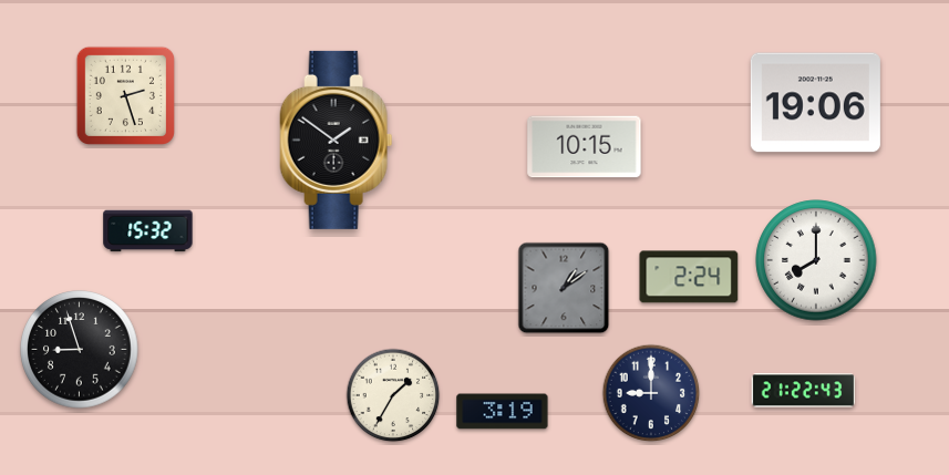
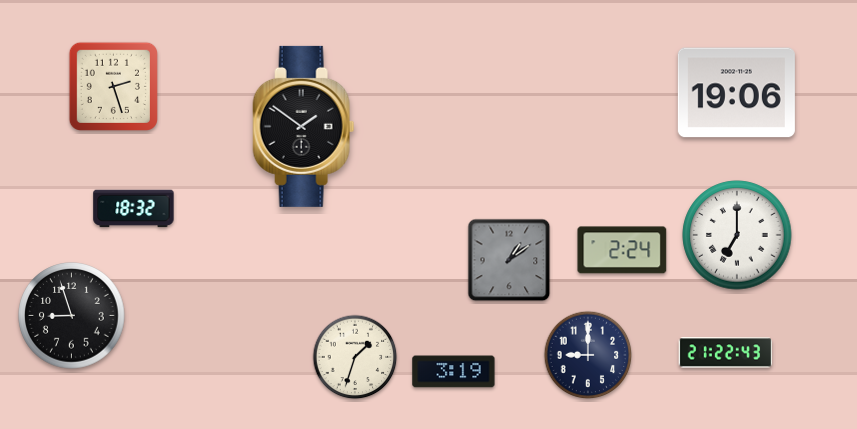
clock at (585, 147): 10:15 -> none
clock at (148, 231): 15:32 -> 18:32
clock at (816, 260): 8:00 -> 7:00
clock at (393, 395): 1:35 -> 1:33
